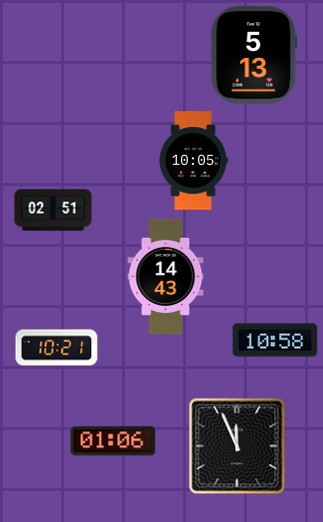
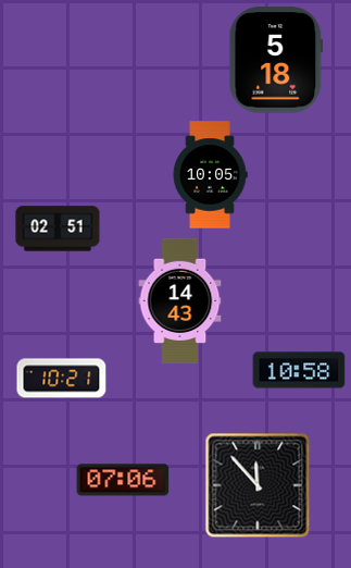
clock at (254, 55): 5:13 -> 5:18
clock at (113, 441): 01:06 -> 07:06
clock at (237, 446): 11:56 -> 11:53
